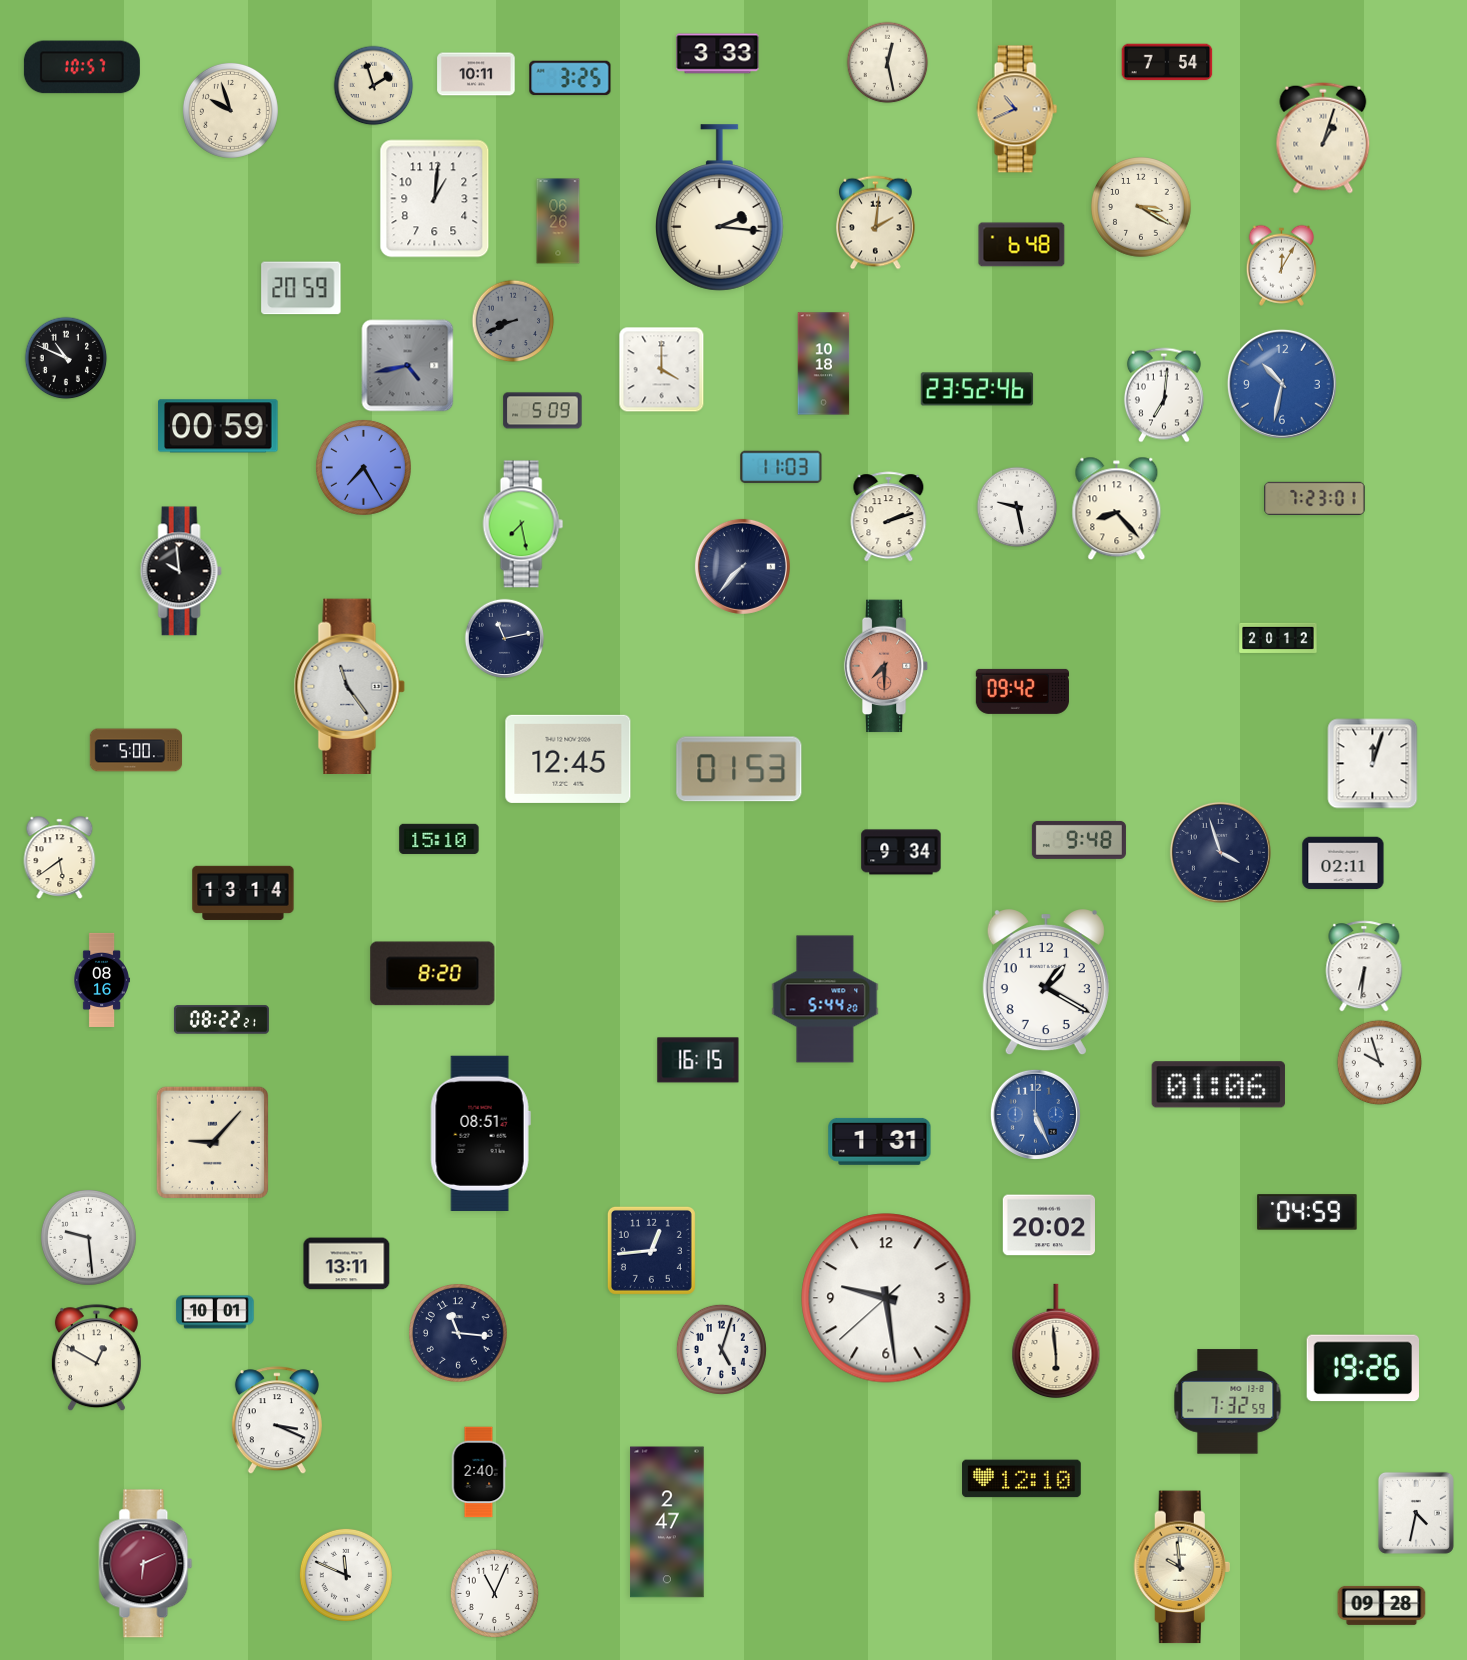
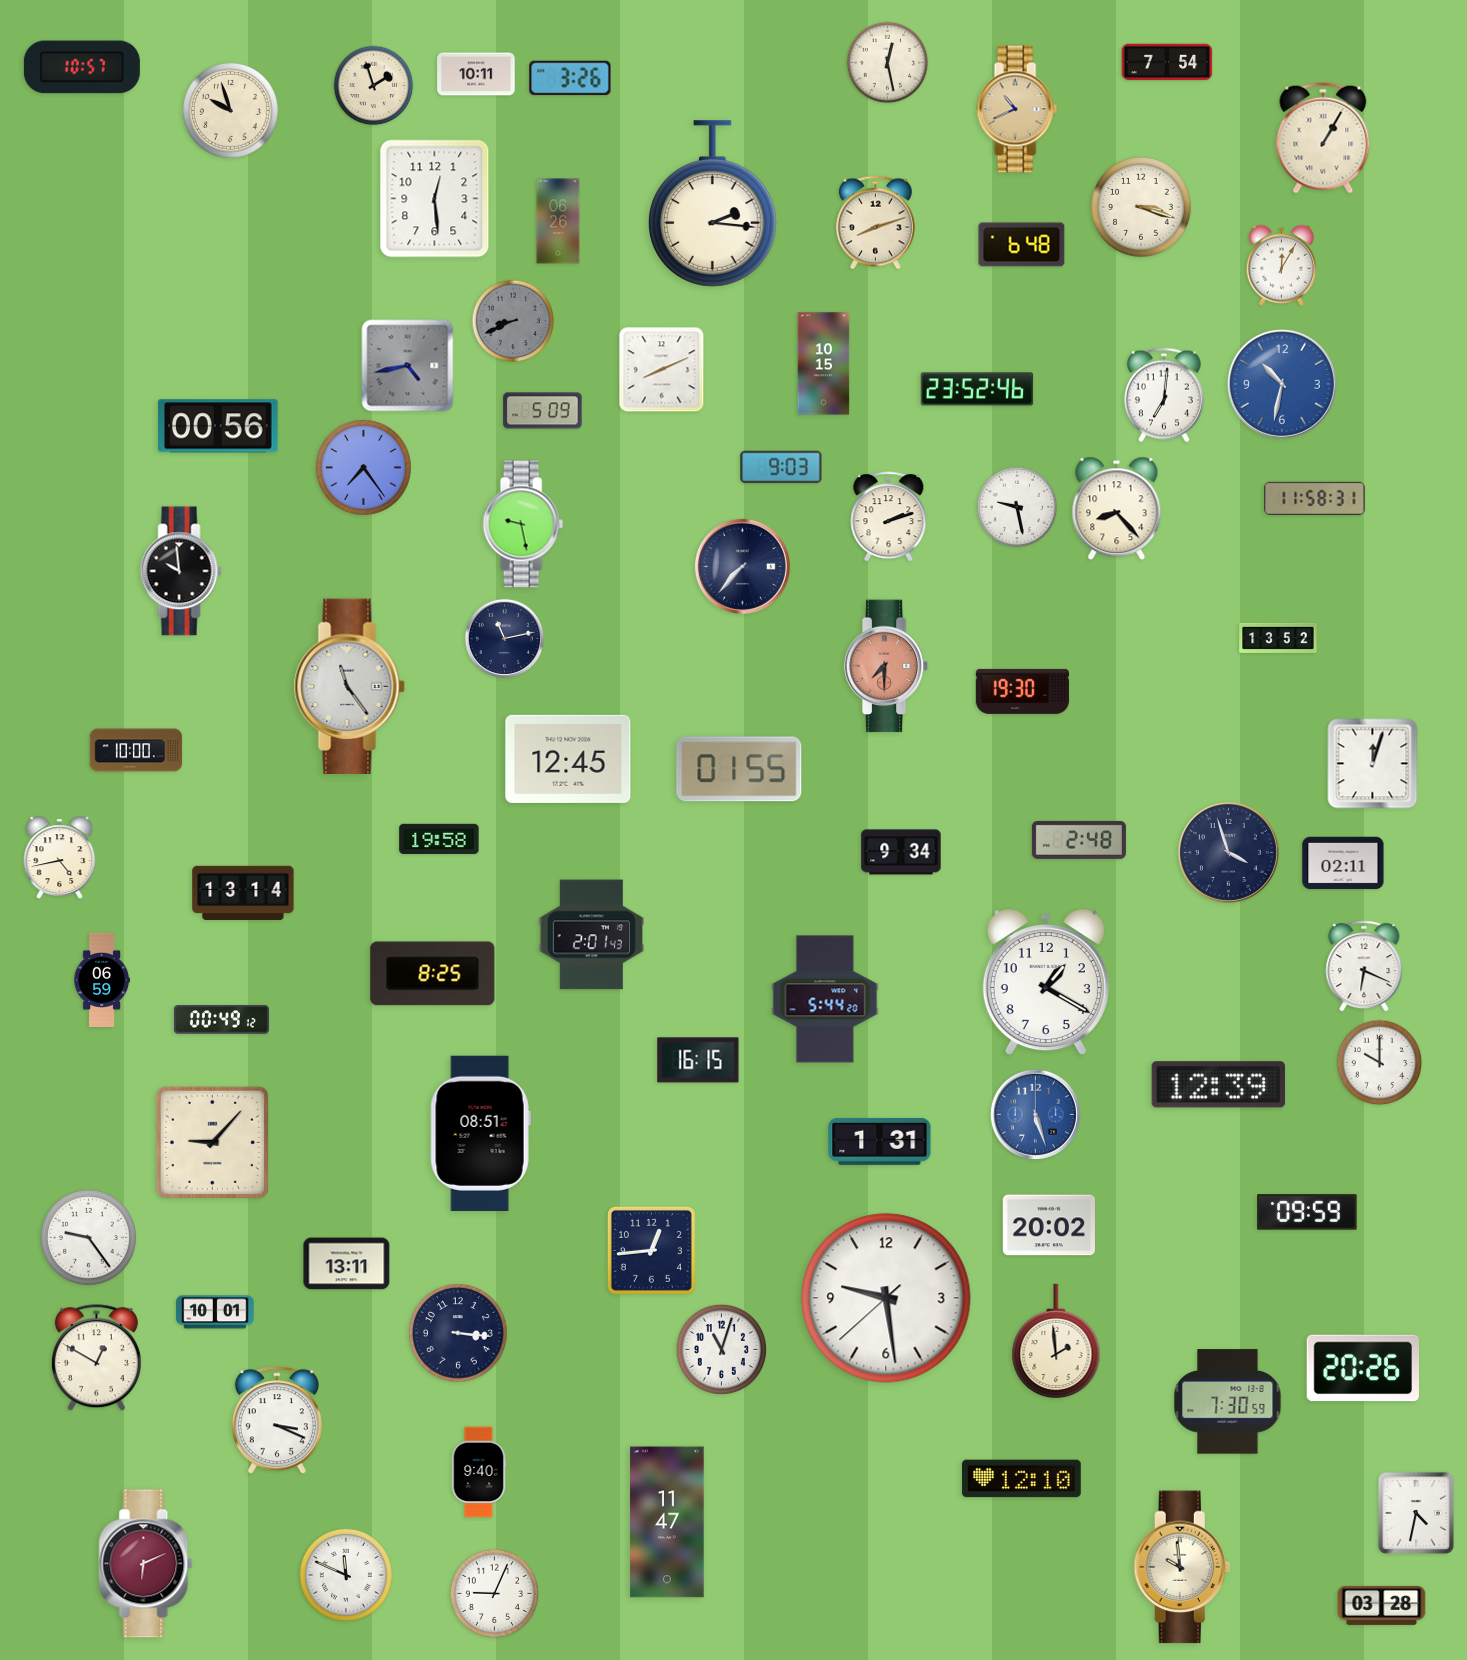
clock at (718, 54): 3:33 -> none
clock at (570, 78): 3:25 -> 3:26
clock at (1323, 138): 1:03 -> 1:05
clock at (435, 199): 1:01 -> 12:29
clock at (1141, 207): 3:20 -> 3:18
clock at (720, 208) position: (720, 208) -> (713, 204)
clock at (876, 223): 2:01 -> 8:12
clock at (301, 288): 20:59 -> none
clock at (66, 358): 10:49 -> none
clock at (824, 364): 10:18 -> 10:15
clock at (662, 370): 4:00 -> 8:11
clock at (218, 426): 00:59 -> 00:56
clock at (363, 467): 7:25 -> 7:24
clock at (781, 467): 11:03 -> 9:03
clock at (1315, 498): 7:23 -> 11:58
clock at (523, 524): 7:28 -> 9:28
clock at (1278, 638): 20:12 -> 13:52
clock at (1022, 691): 09:42 -> 19:30
clock at (136, 750): 5:00 -> 10:00
clock at (739, 769): 01:53 -> 01:55
clock at (439, 839): 15:10 -> 19:58
clock at (1079, 840): 9:48 -> 2:48
clock at (1220, 852) position: (1220, 852) -> (1228, 852)
clock at (60, 858): 5:39 -> 4:43
clock at (591, 935): none -> 2:01
clock at (1364, 966): 6:31 -> 6:19
clock at (433, 974): 8:20 -> 8:25
clock at (102, 980): 08:16 -> 06:59
clock at (221, 1020): 08:22 -> 00:49
clock at (1380, 1063): 9:57 -> 10:00
clock at (1218, 1085): 01:06 -> 12:39
clock at (1035, 1114): 5:26 -> 5:27
clock at (1307, 1212): 04:59 -> 09:59
clock at (88, 1237): 9:29 -> 9:24
clock at (459, 1334): 11:16 -> 3:16
clock at (1056, 1341): 5:59 -> 1:59
clock at (721, 1349): 5:03 -> 11:03
clock at (1363, 1368): 19:26 -> 20:26
clock at (1228, 1402): 7:32 -> 7:30
clock at (479, 1472): 2:40 -> 9:40
clock at (667, 1522): 2:47 -> 11:47
clock at (494, 1593): 11:04 -> 9:04
clock at (1382, 1605): 09:28 -> 03:28
